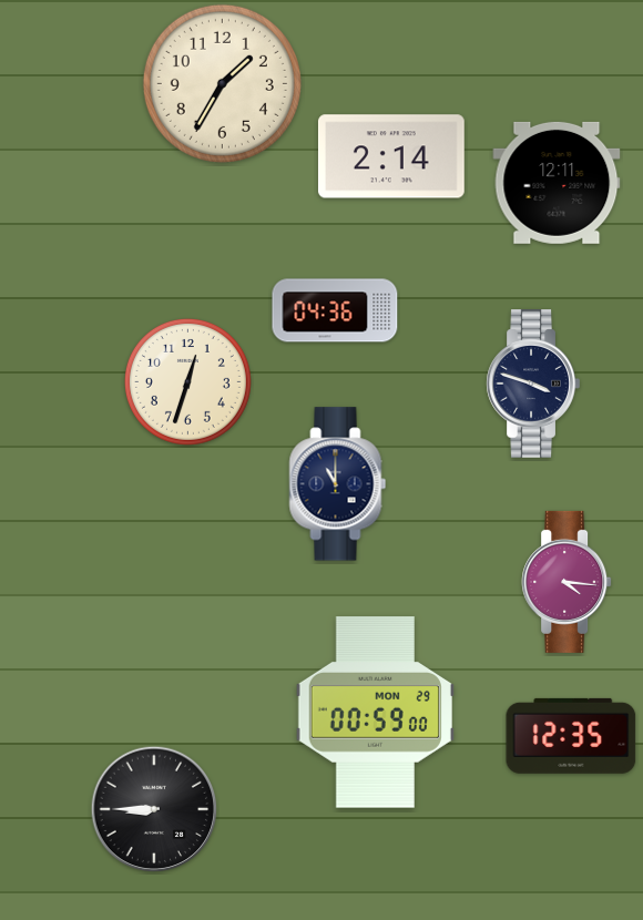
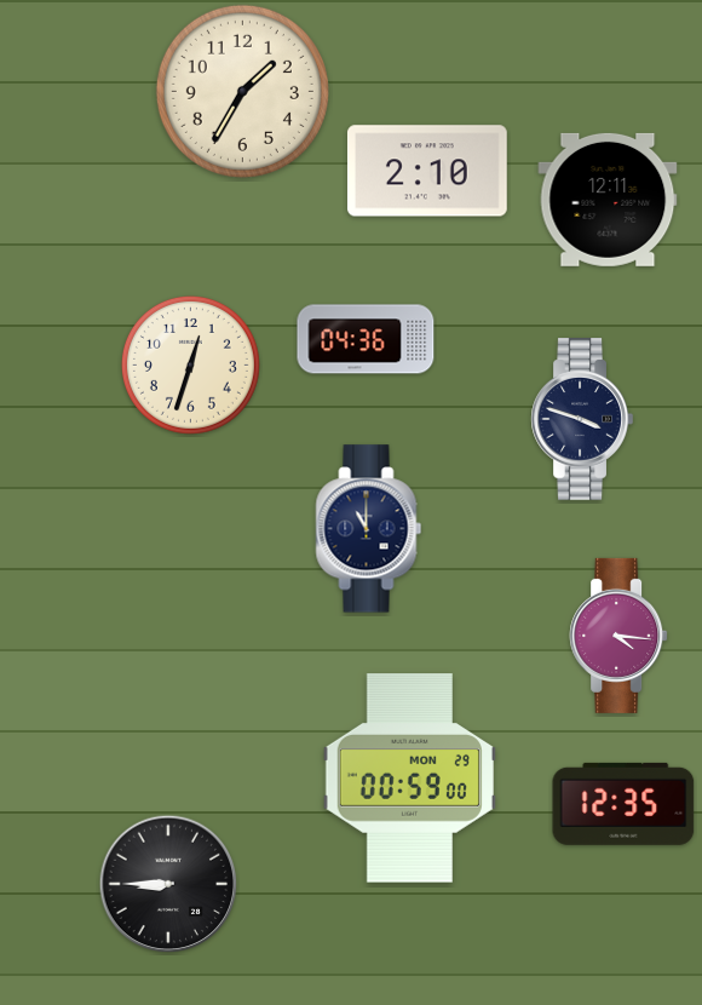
clock at (391, 156): 2:14 -> 2:10
clock at (187, 381) position: (187, 381) -> (190, 364)
